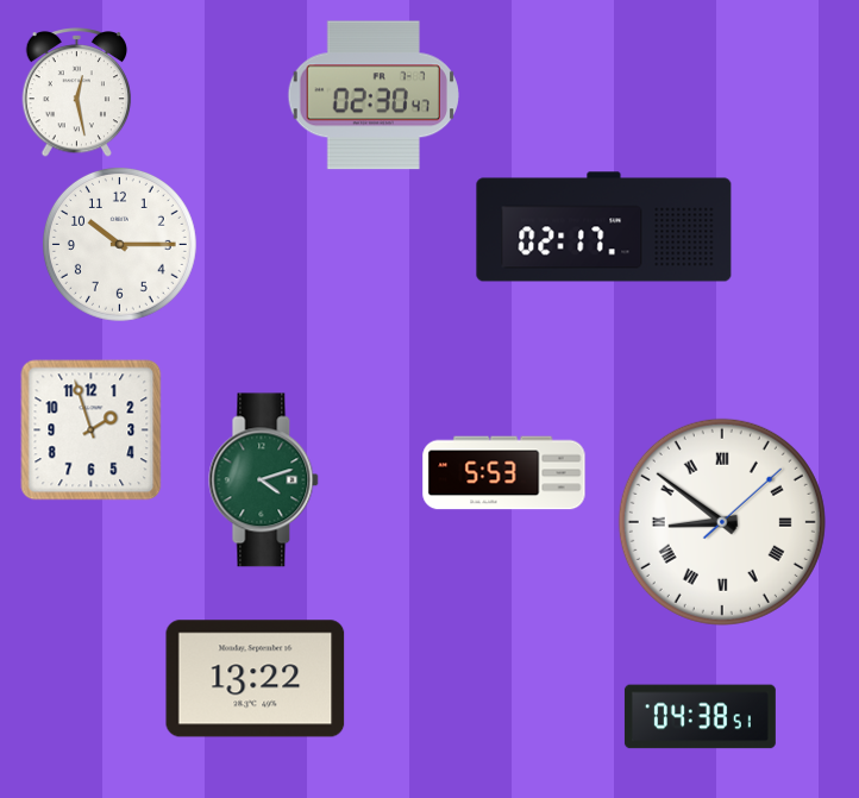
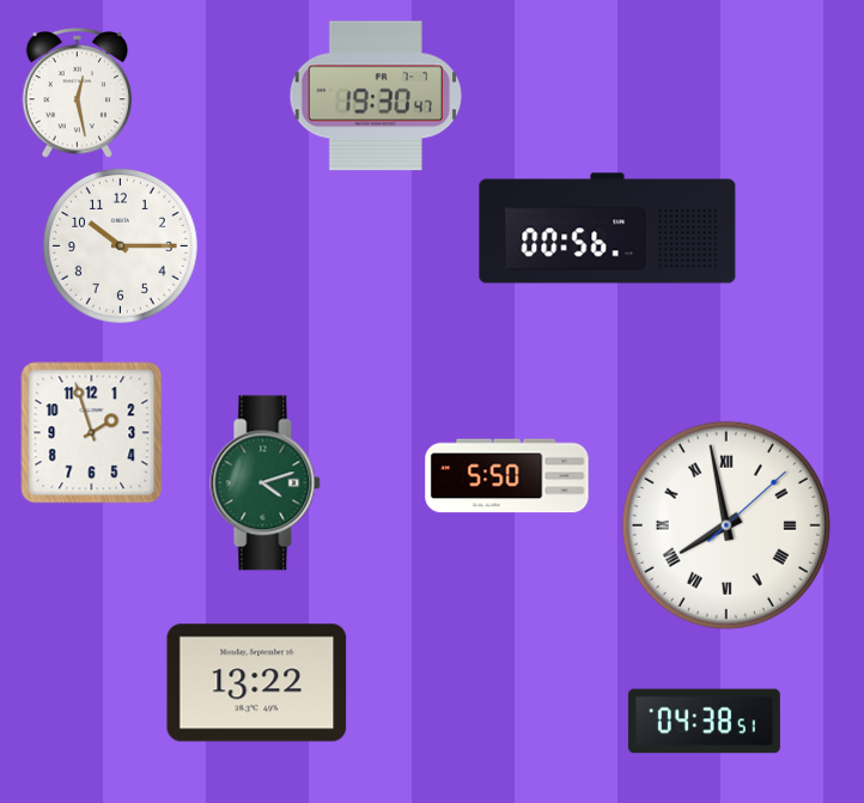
clock at (374, 95): 02:30 -> 19:30
clock at (604, 227): 02:17 -> 00:56
clock at (504, 473): 5:53 -> 5:50
clock at (722, 522): 8:51 -> 7:58
